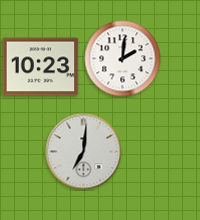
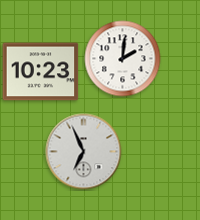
clock at (41, 67) position: (41, 67) -> (41, 72)
clock at (84, 152): 7:01 -> 6:56
